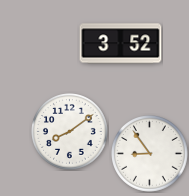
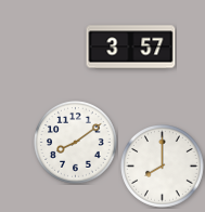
clock at (121, 44): 3:52 -> 3:57
clock at (150, 154): 8:54 -> 8:00
